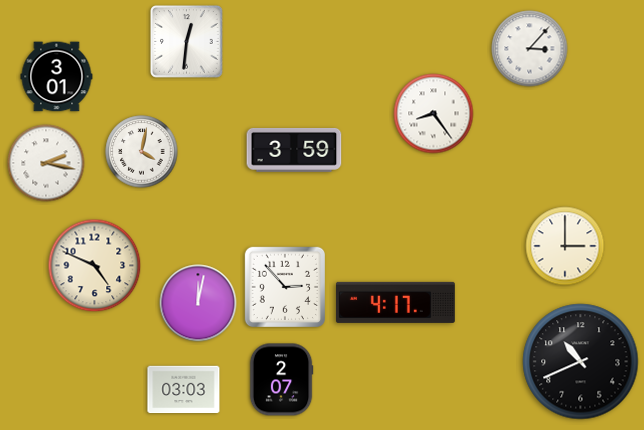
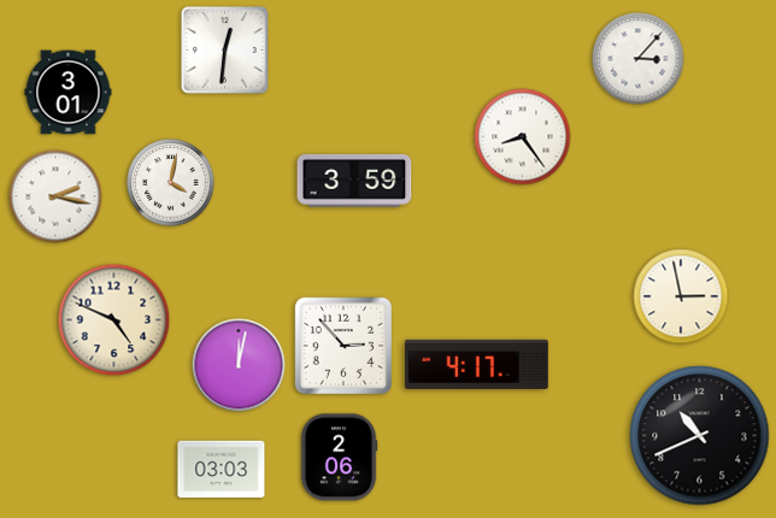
clock at (565, 246): 3:00 -> 2:58
clock at (281, 380): 2:07 -> 2:06
